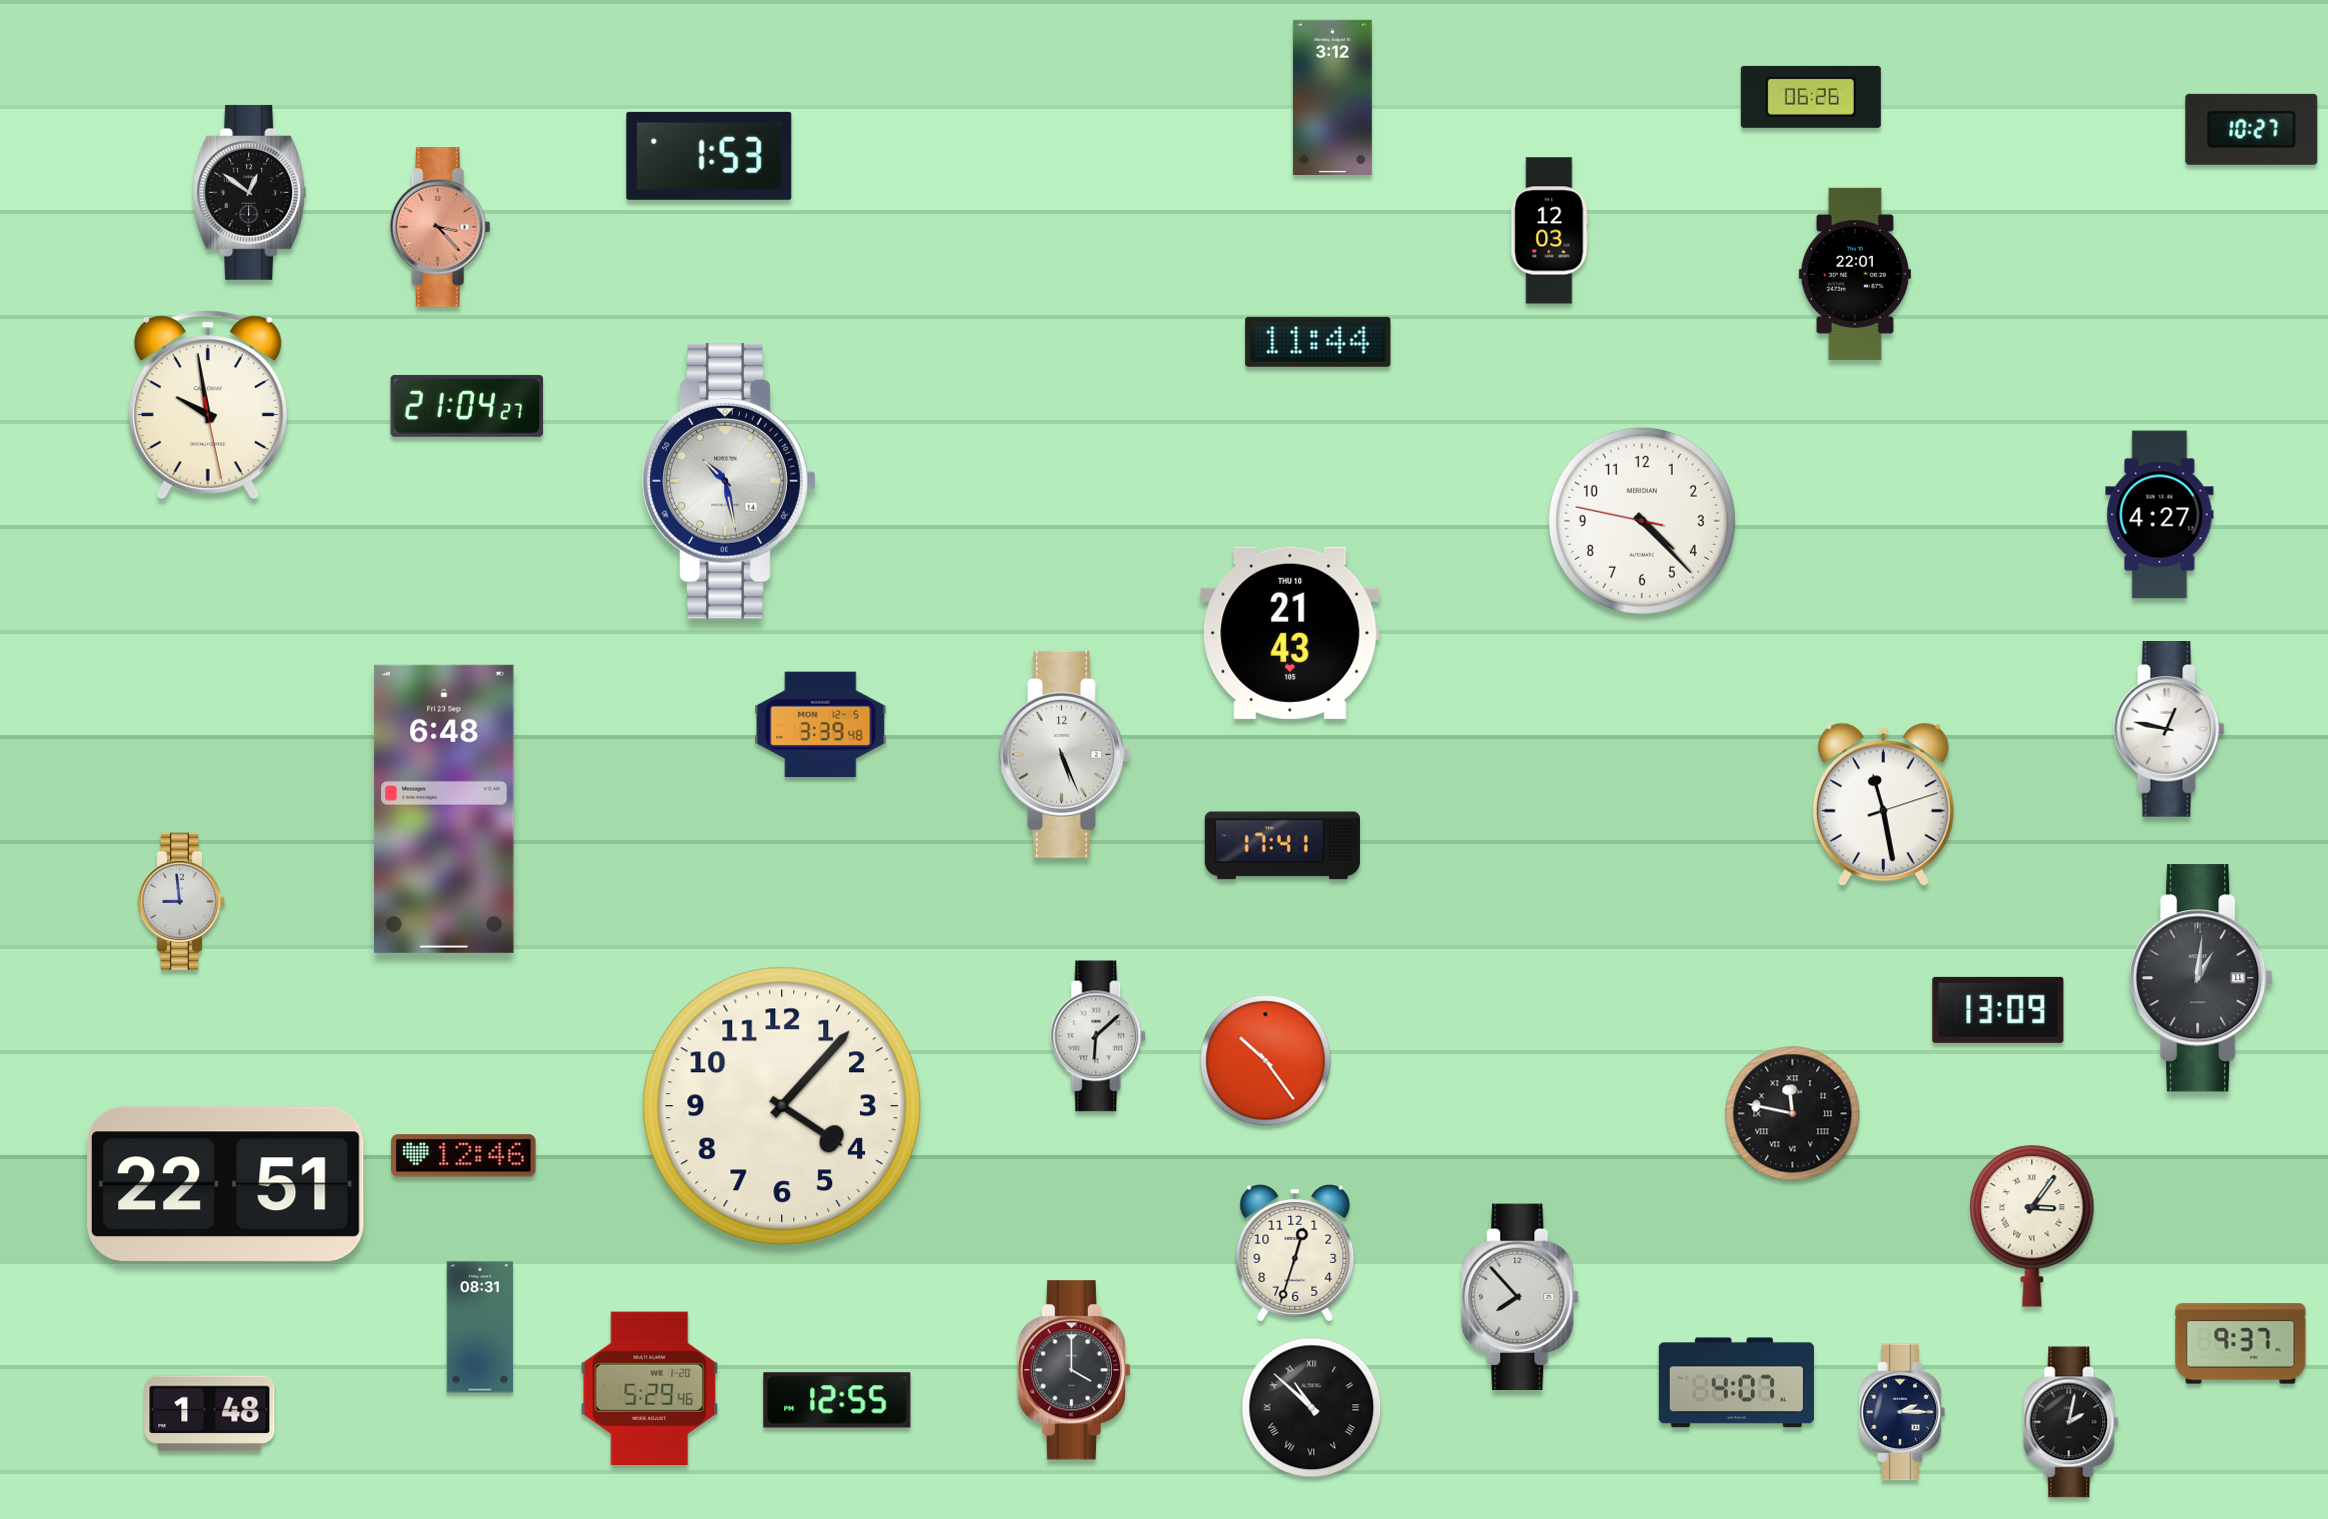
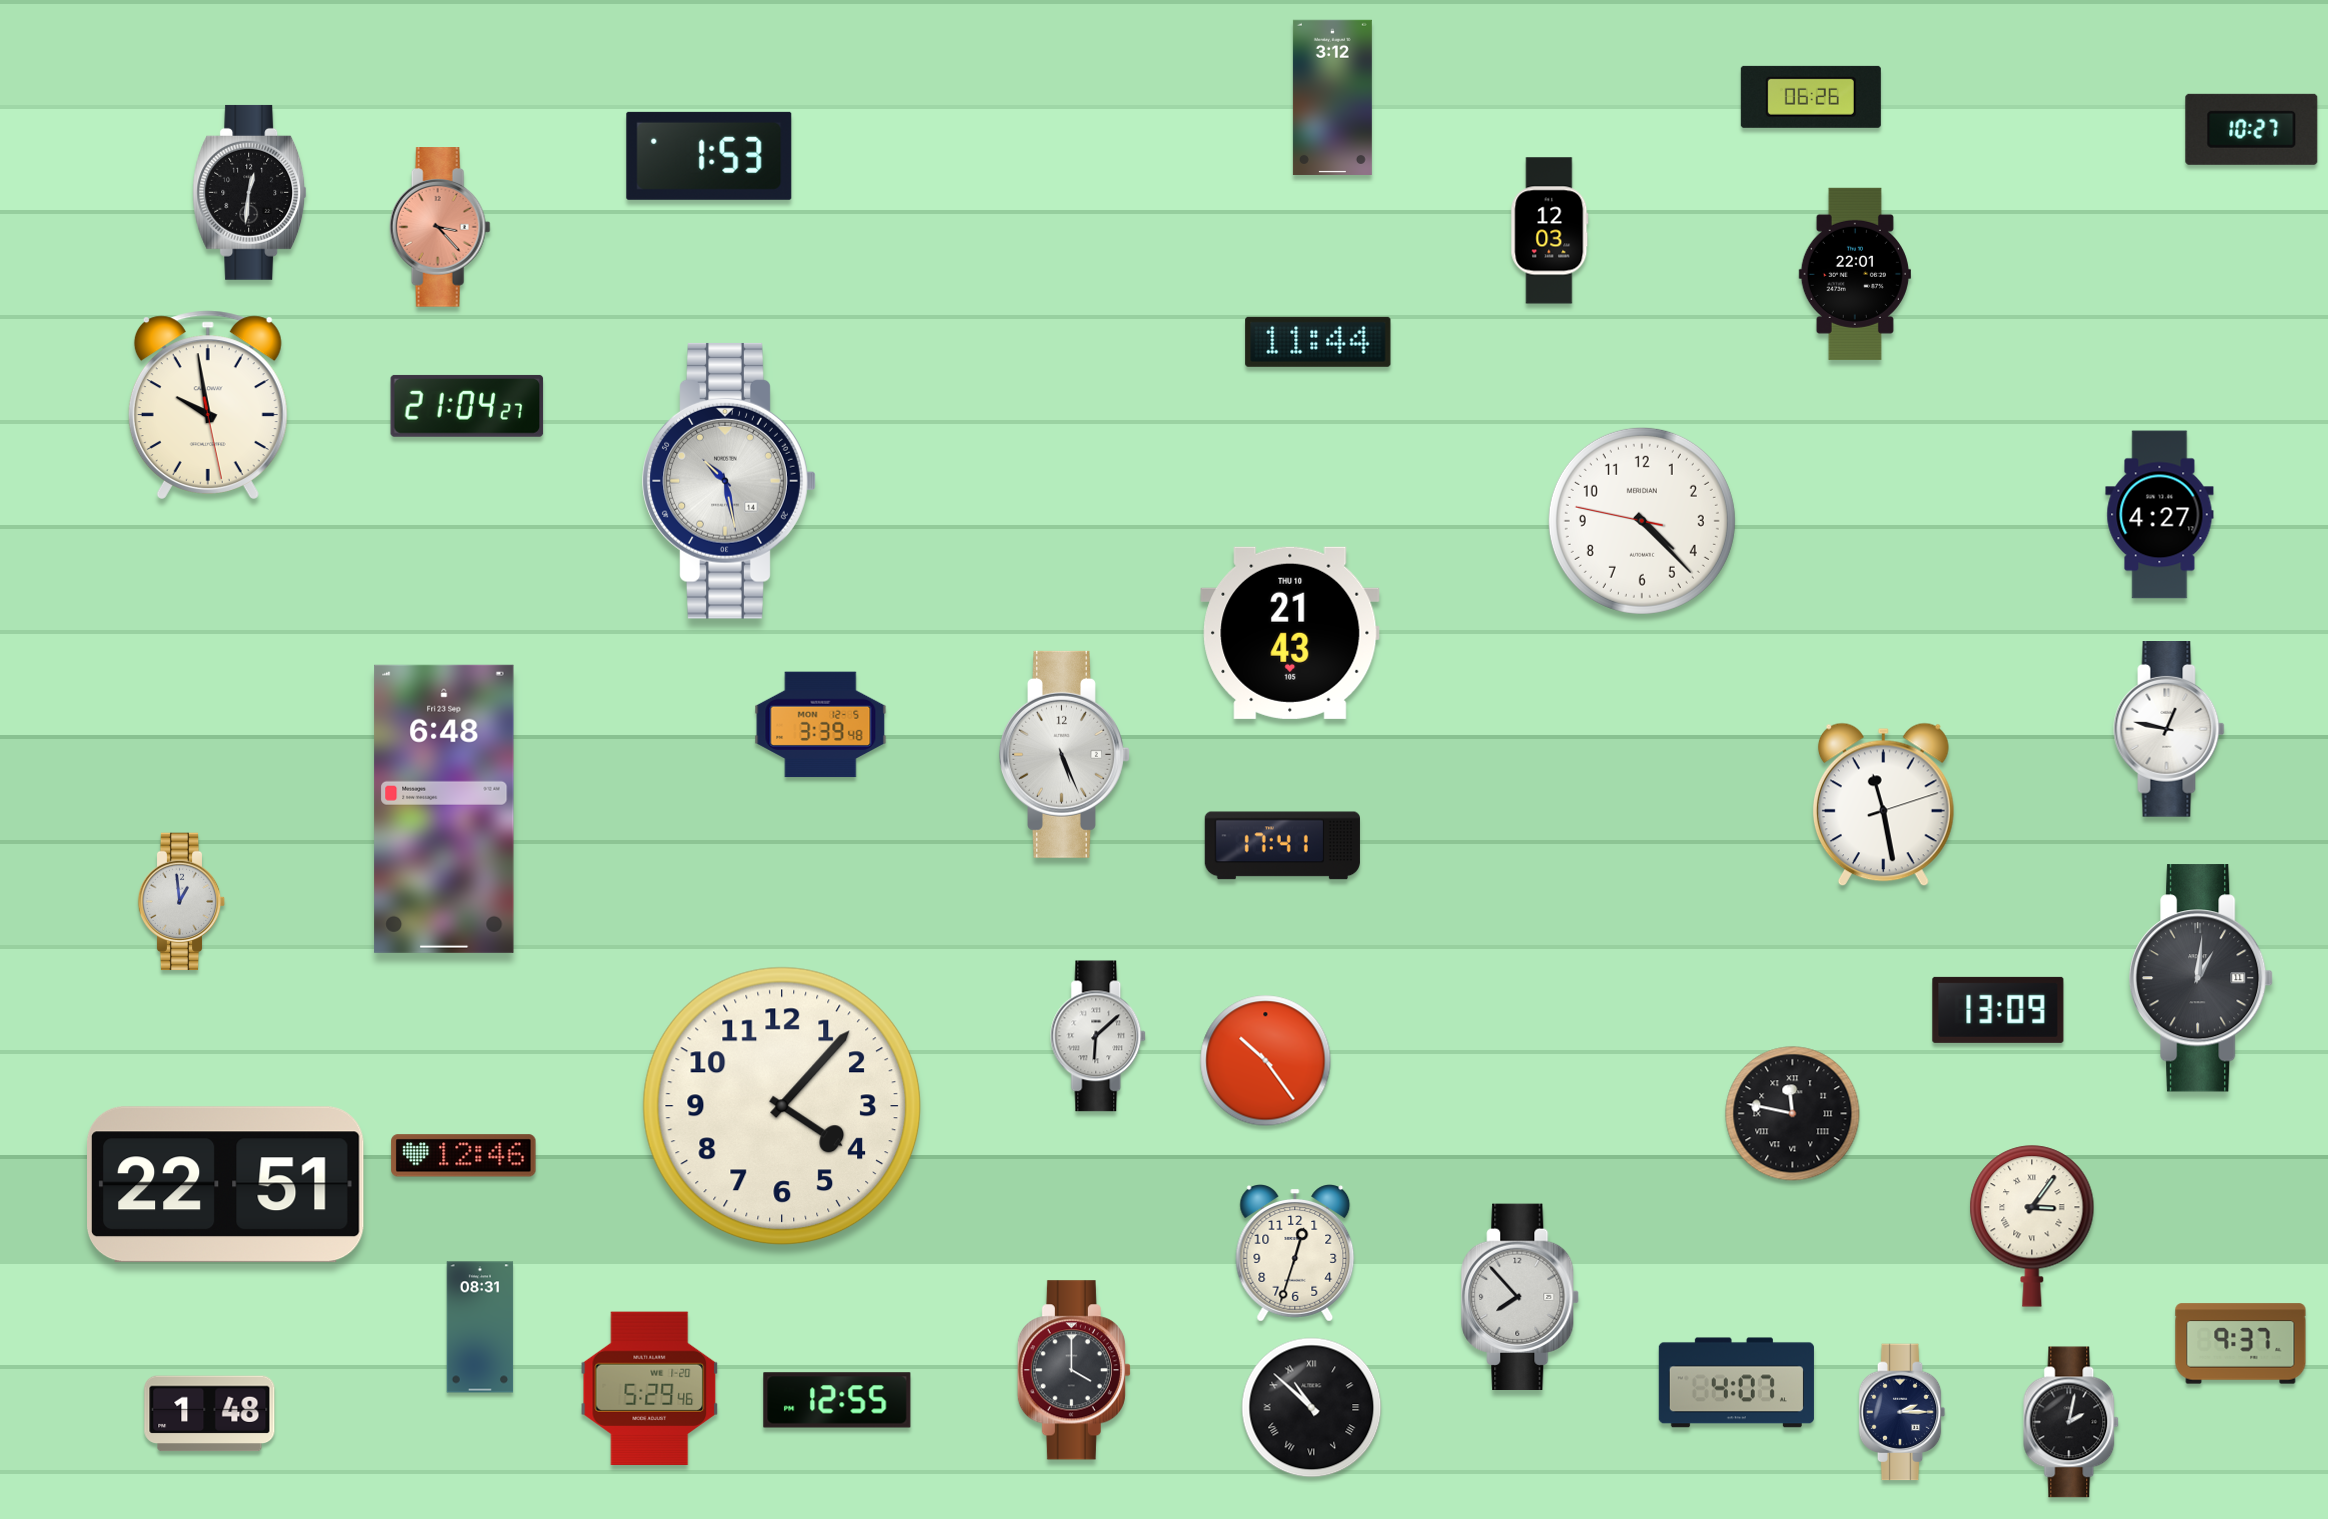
clock at (250, 192): 12:51 -> 12:31
clock at (182, 902): 8:59 -> 12:59
